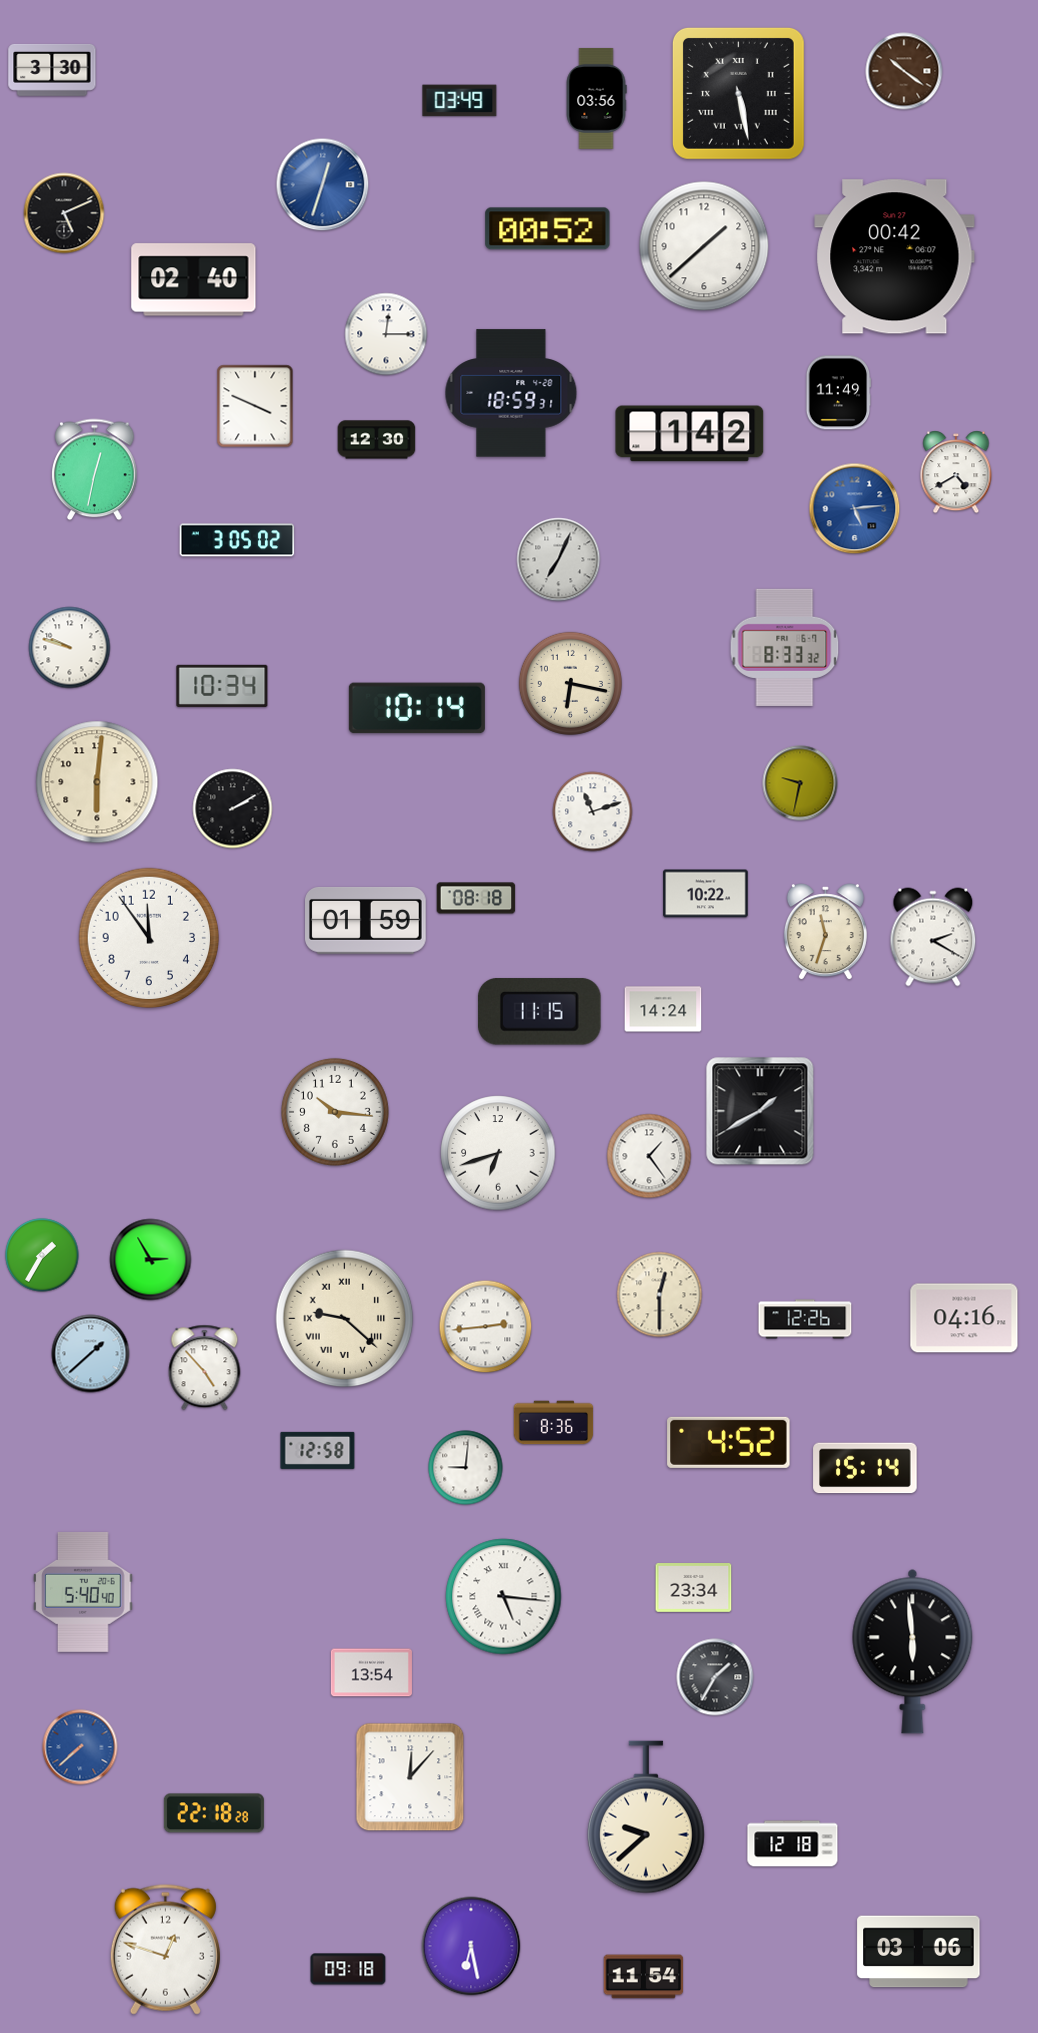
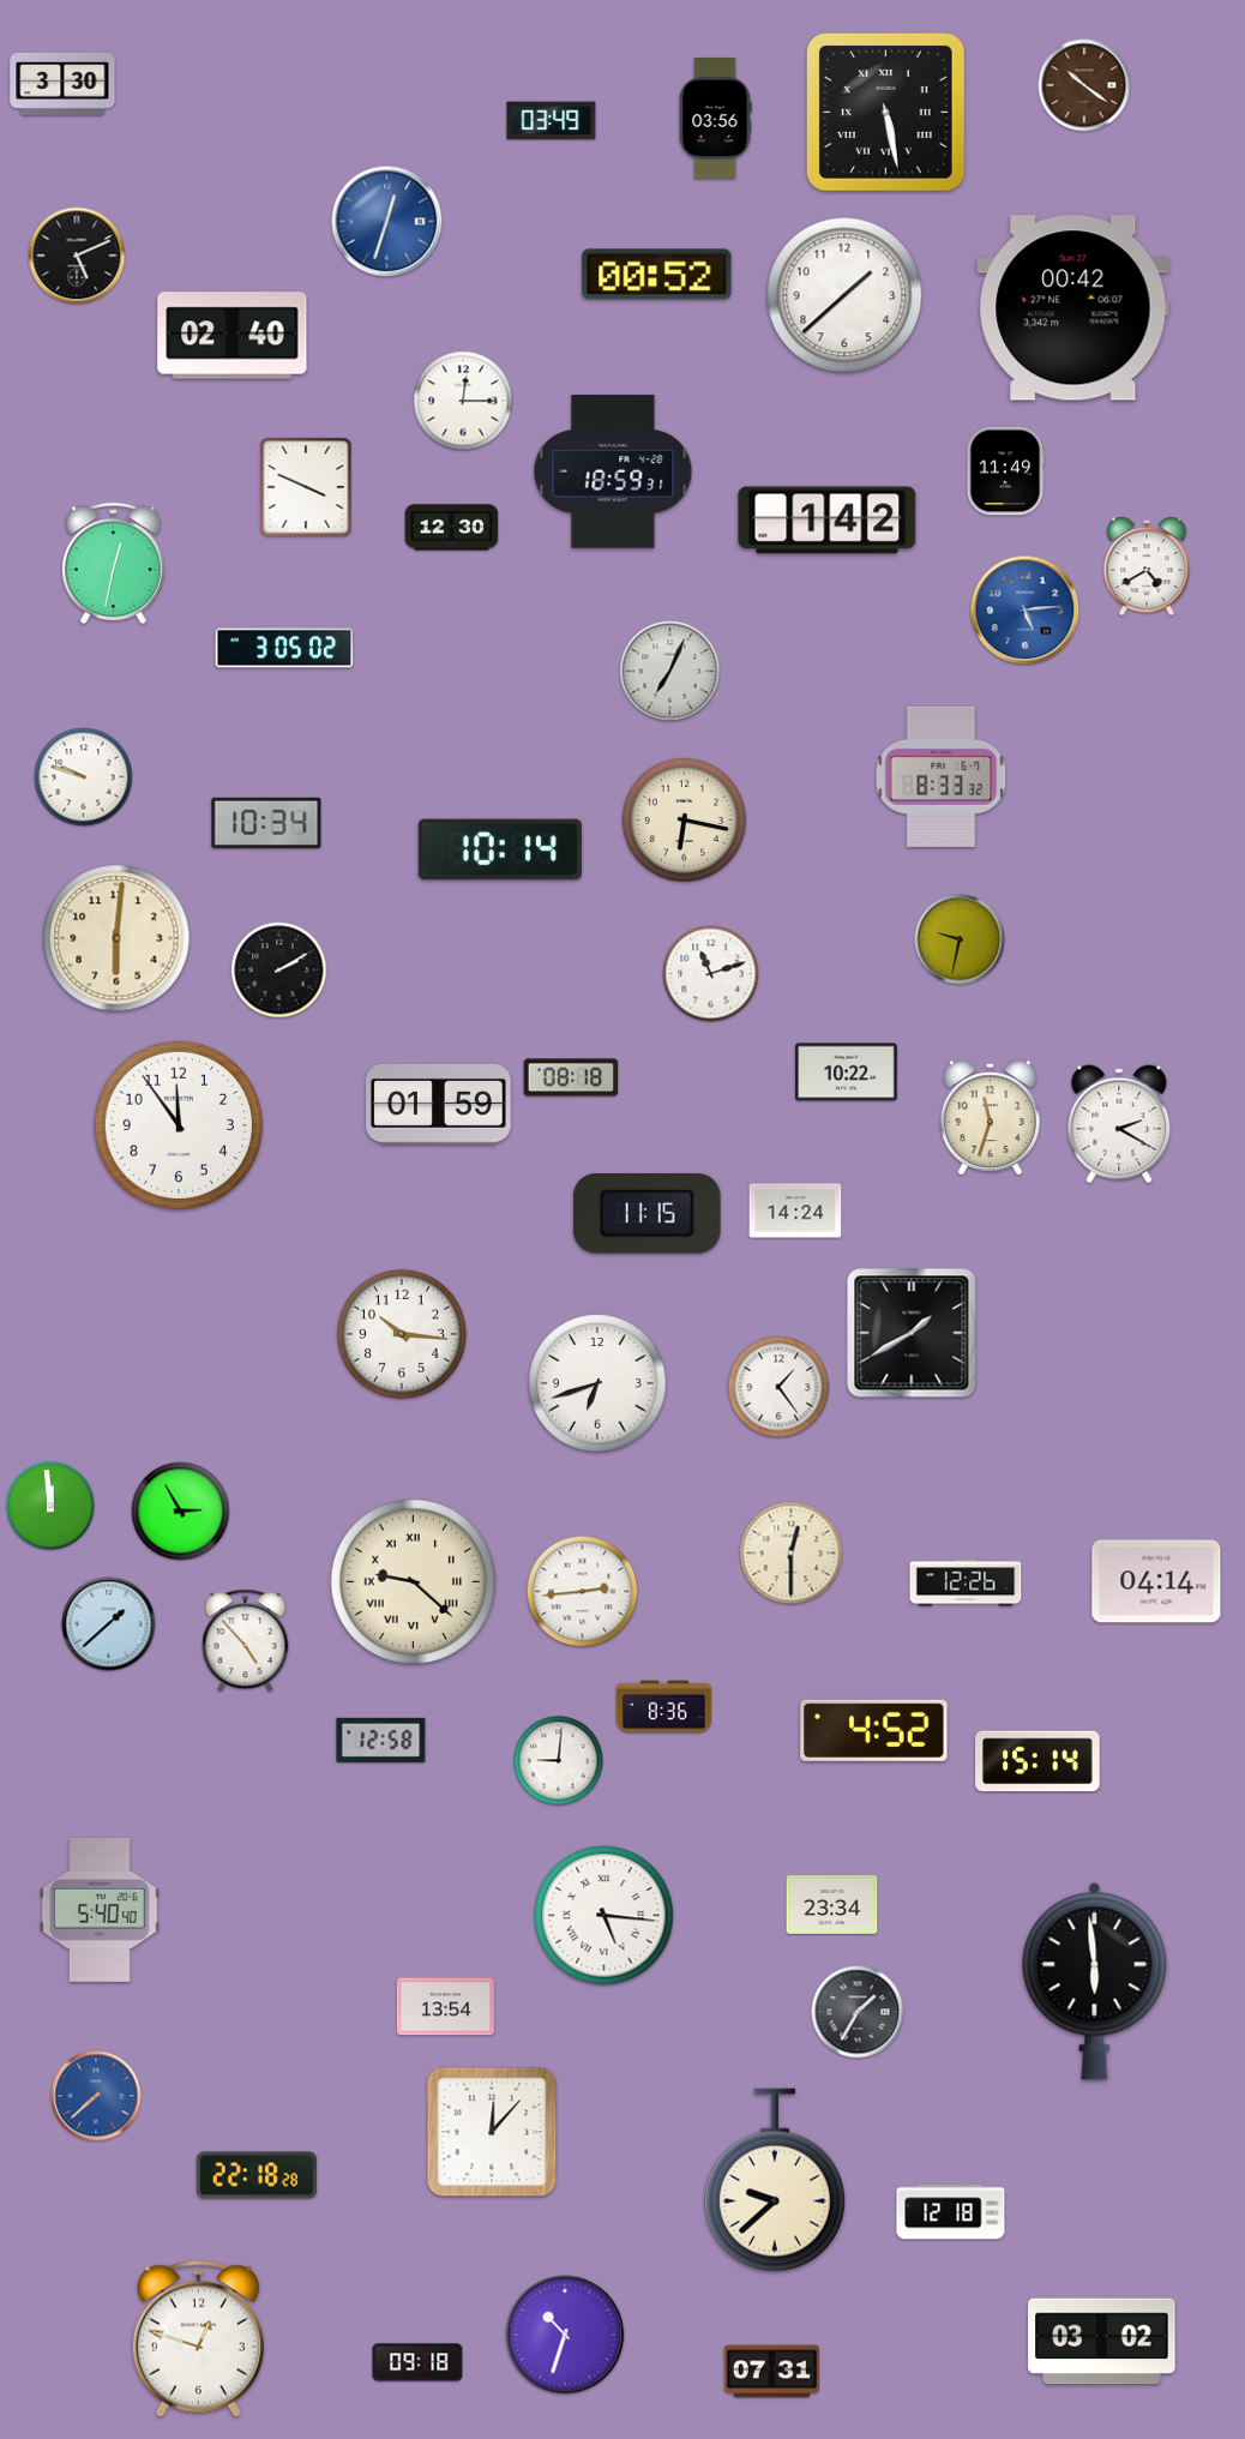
clock at (42, 1255): 1:35 -> 11:59
clock at (964, 1318): 04:16 -> 04:14
clock at (471, 1946): 6:28 -> 10:33
clock at (919, 1952): 03:06 -> 03:02
clock at (644, 1977): 11:54 -> 07:31
